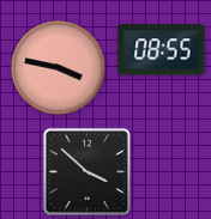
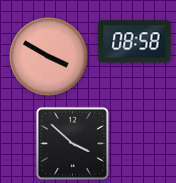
clock at (162, 50): 08:55 -> 08:58
clock at (59, 68): 3:47 -> 3:50
